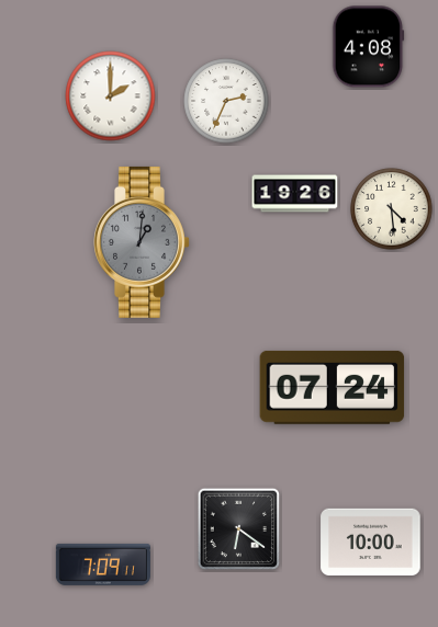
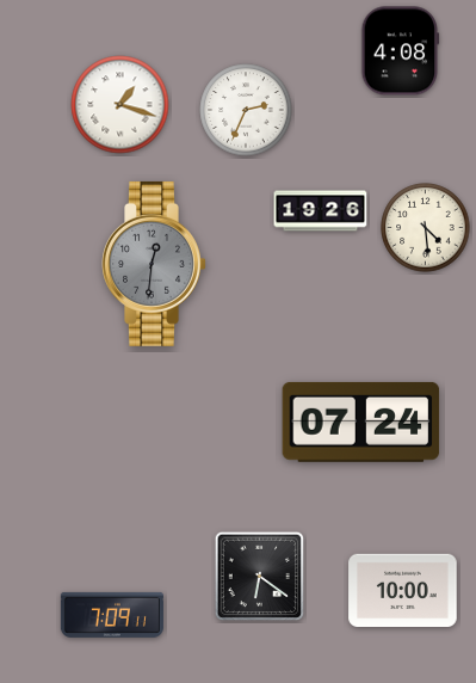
clock at (111, 96): 2:00 -> 1:18
clock at (142, 242): 1:01 -> 12:31
